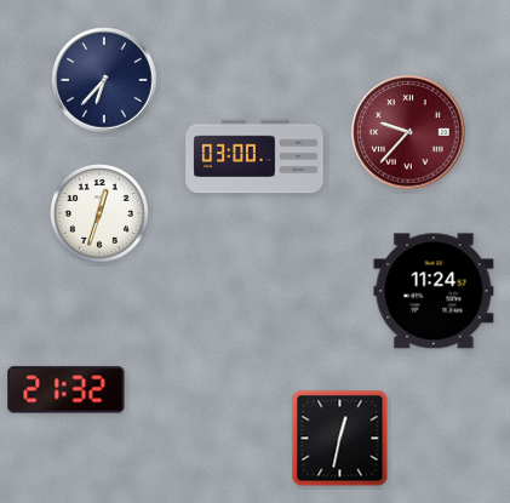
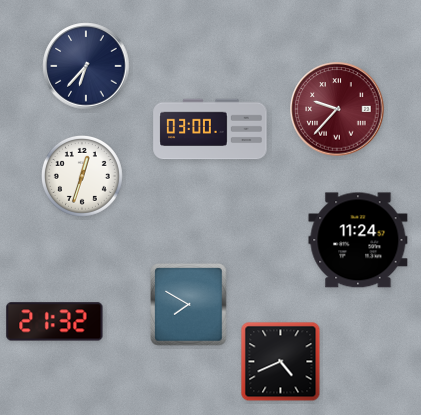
clock at (189, 305): none -> 7:50
clock at (340, 439): 12:32 -> 4:41
